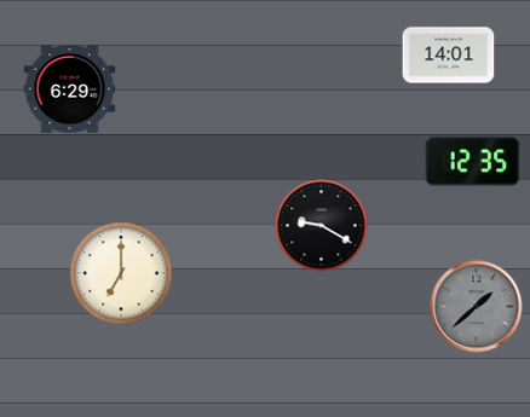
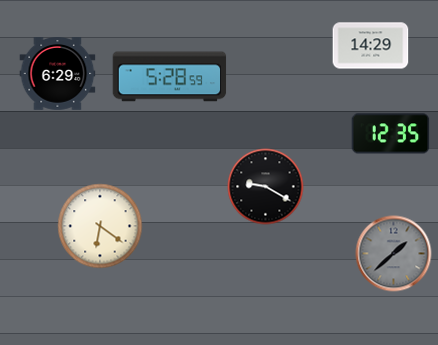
clock at (449, 56): 14:01 -> 14:29
clock at (170, 77): none -> 5:28
clock at (121, 273): 7:00 -> 6:21
